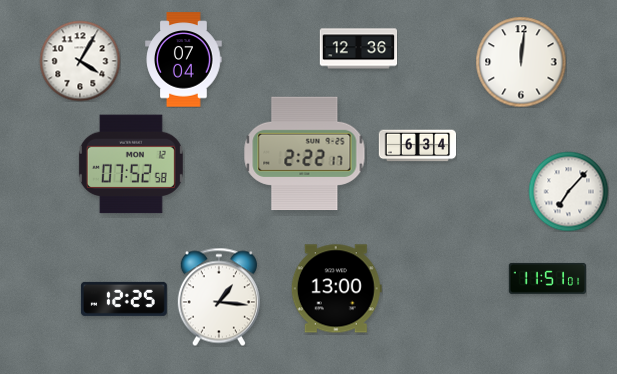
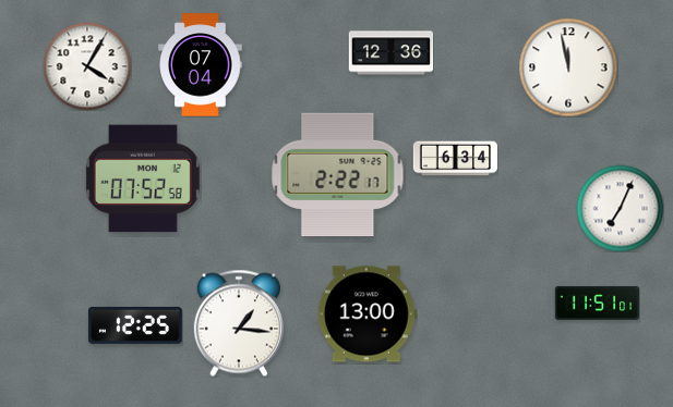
clock at (521, 62): 12:01 -> 11:58
clock at (305, 154) position: (305, 154) -> (338, 175)
clock at (568, 191): 7:07 -> 7:04
